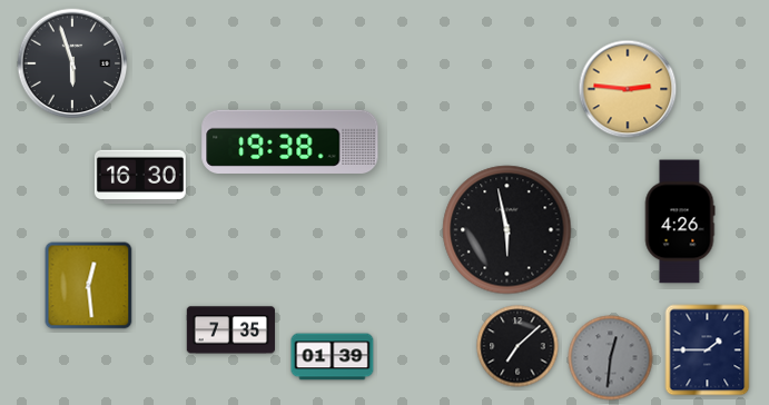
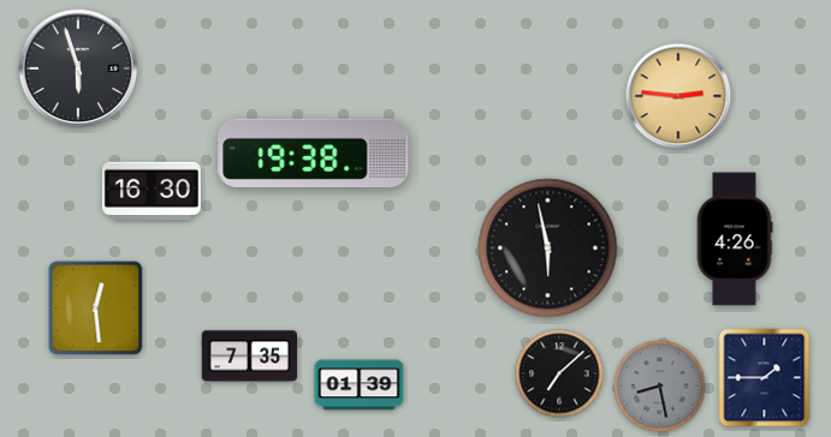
clock at (611, 358): 12:31 -> 8:28
